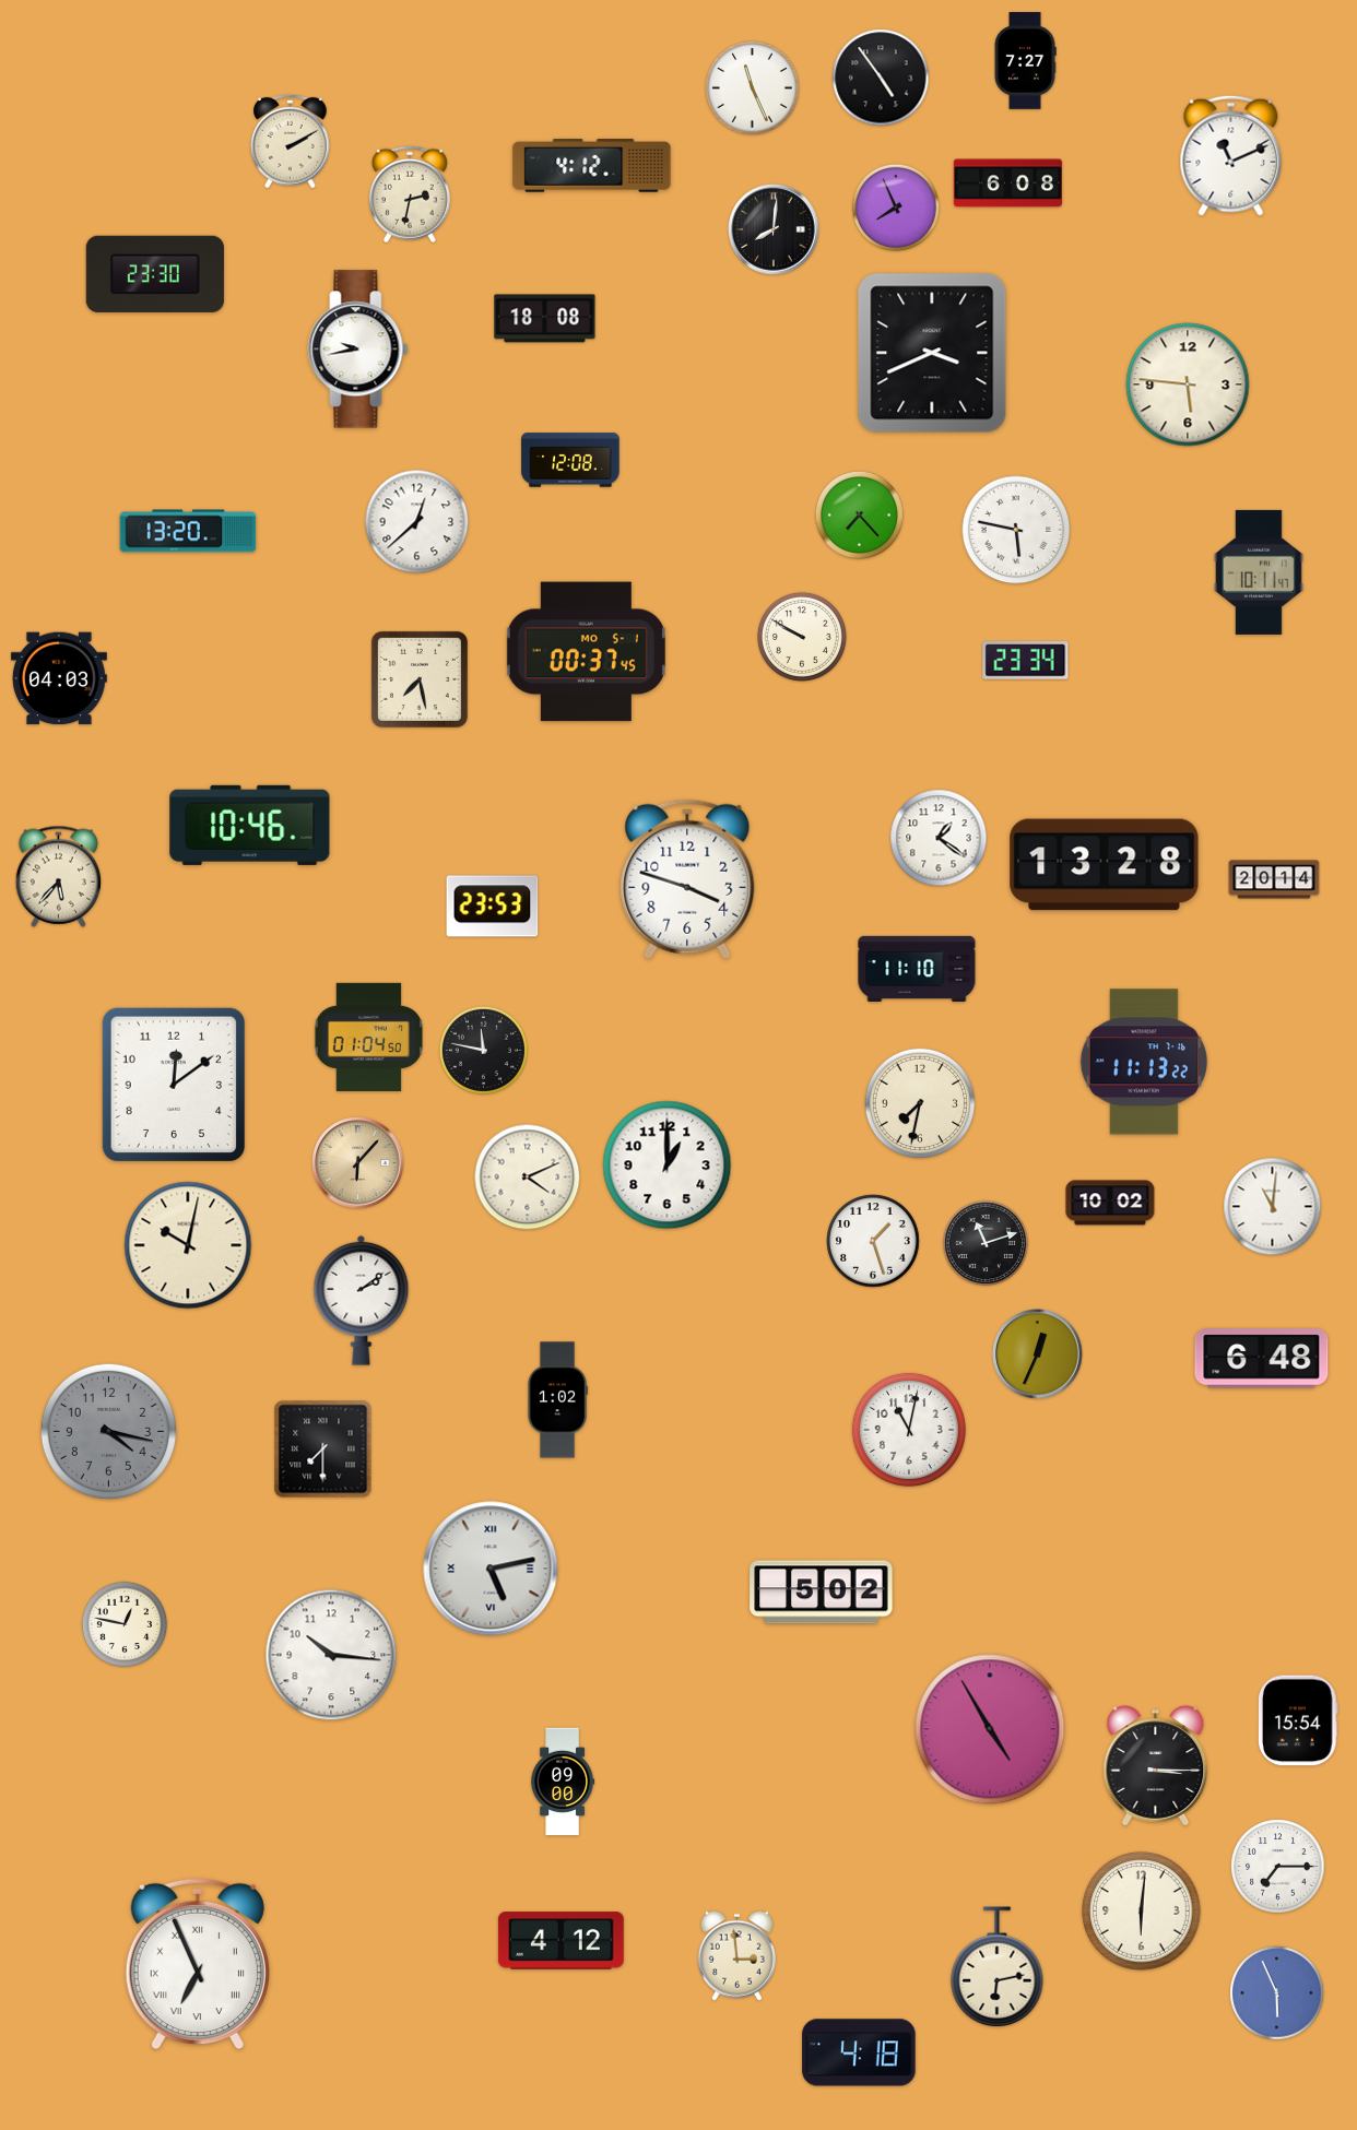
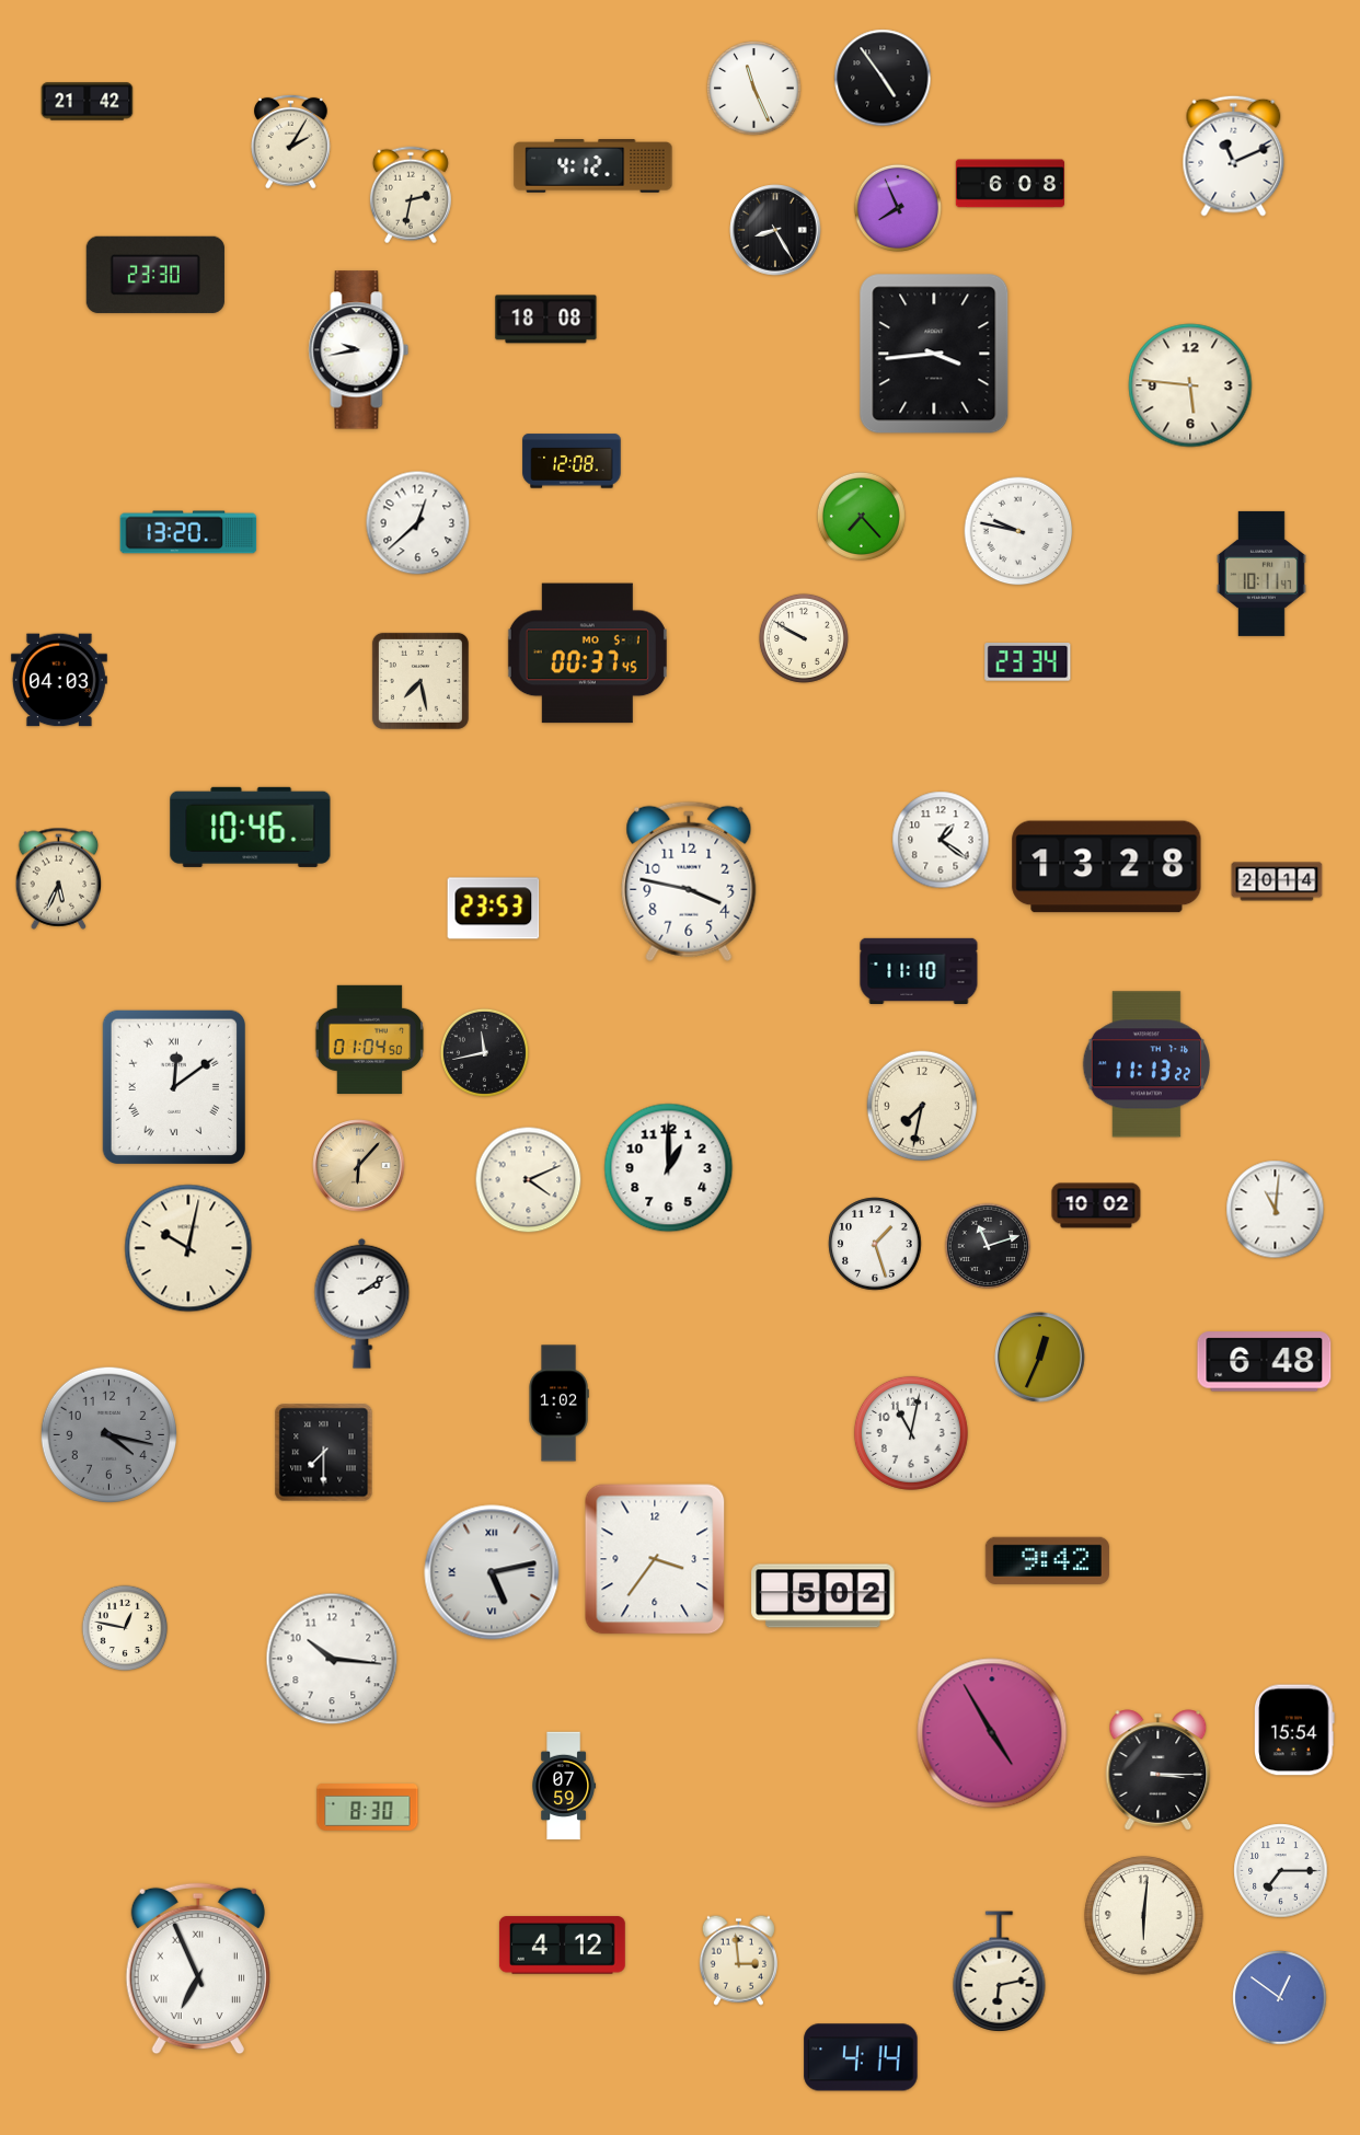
clock at (1025, 61): 7:27 -> none
clock at (88, 102): none -> 21:42
clock at (291, 141): 2:10 -> 2:05
clock at (774, 229): 8:01 -> 8:25
clock at (932, 353): 3:41 -> 3:44
clock at (1016, 530): 5:47 -> 9:47
clock at (59, 876): 5:37 -> 5:34
clock at (687, 879): 3:48 -> 3:47
clock at (483, 1050): 11:47 -> 11:43
clock at (173, 1084) numerals: Arabic -> Roman
clock at (1110, 1203) position: (1110, 1203) -> (1096, 1205)
clock at (655, 1559): none -> 3:36
clock at (1047, 1560): none -> 9:42
clock at (1299, 1720) position: (1299, 1720) -> (1295, 1730)
clock at (563, 1782): 09:00 -> 07:59
clock at (368, 1808): none -> 8:30
clock at (1277, 1993): 5:56 -> 12:51
clock at (859, 2052): 4:18 -> 4:14
